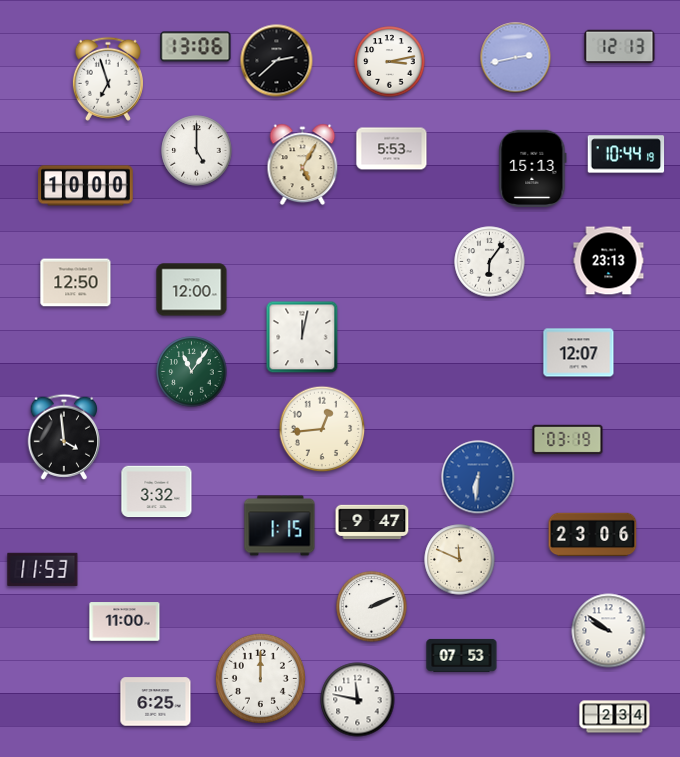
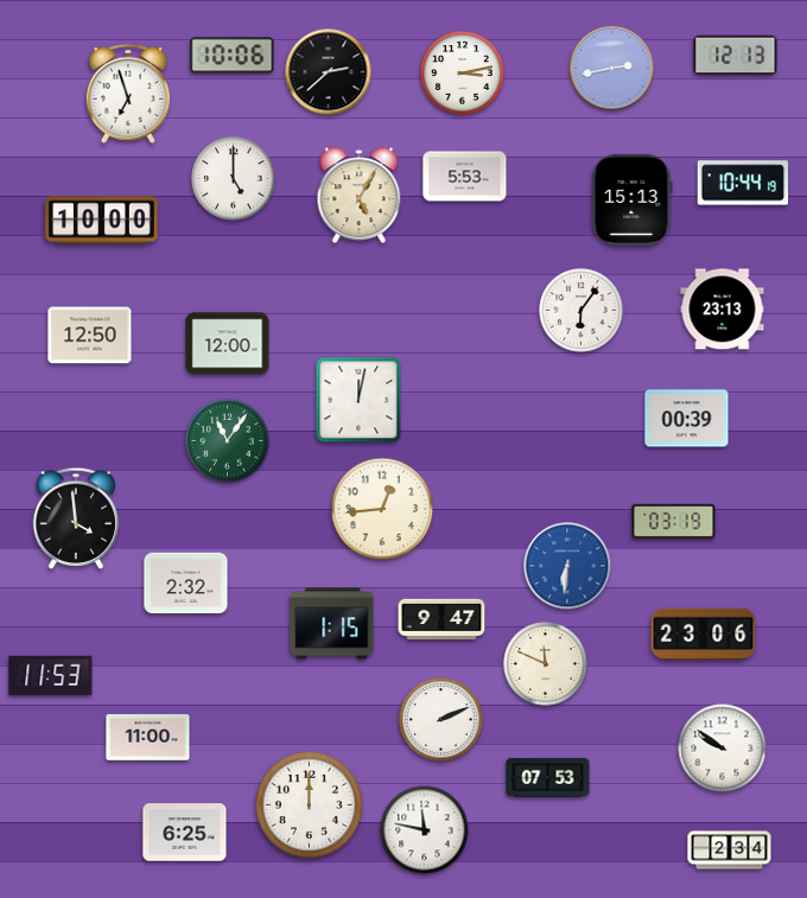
clock at (196, 47): 13:06 -> 10:06
clock at (579, 353): 12:07 -> 00:39
clock at (157, 492): 3:32 -> 2:32
